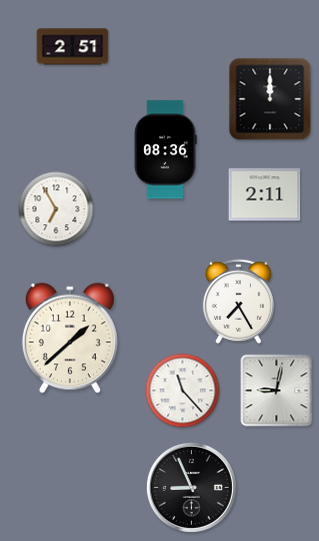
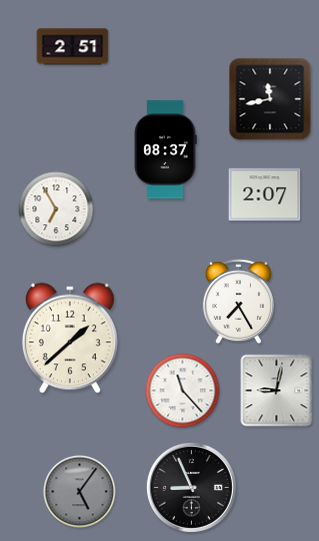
clock at (270, 99): 12:00 -> 11:43
clock at (165, 150): 08:36 -> 08:37
clock at (265, 195): 2:11 -> 2:07
clock at (80, 492): none -> 5:06
